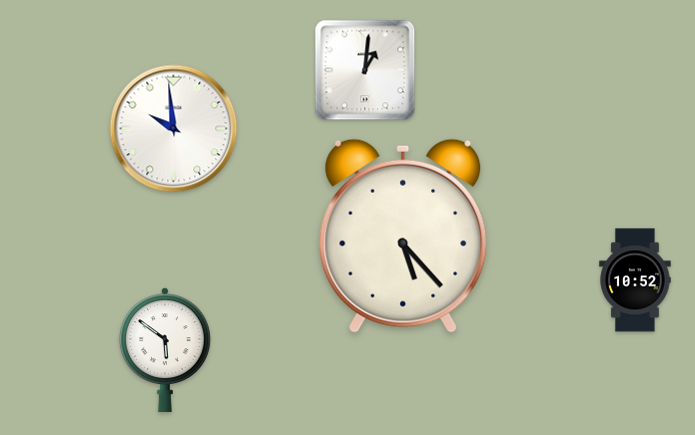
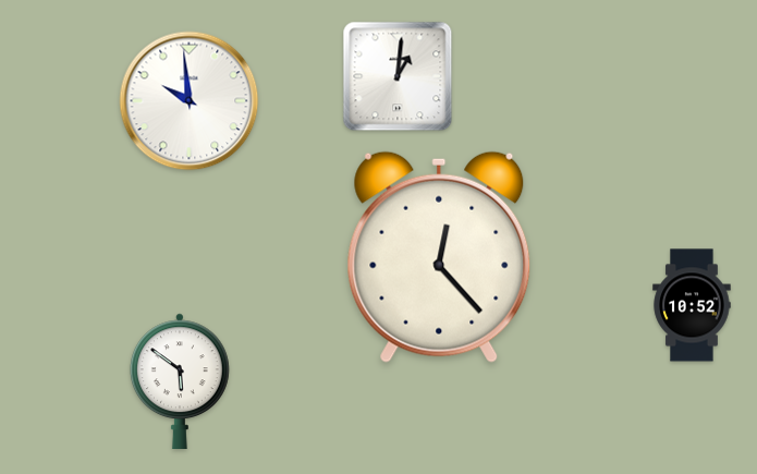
clock at (174, 129) position: (174, 129) -> (190, 101)
clock at (403, 236): 5:23 -> 12:23
